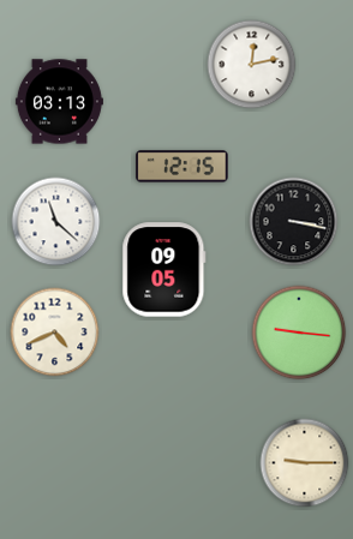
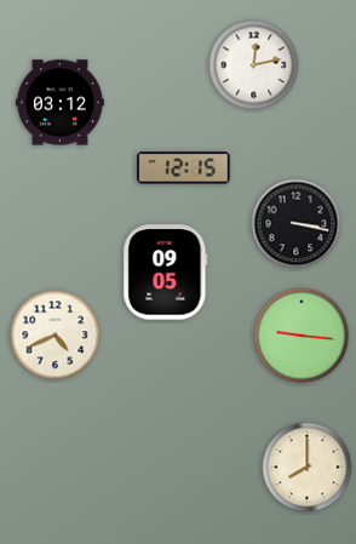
clock at (59, 102): 03:13 -> 03:12
clock at (56, 222): 11:22 -> none
clock at (305, 463): 9:15 -> 8:00
